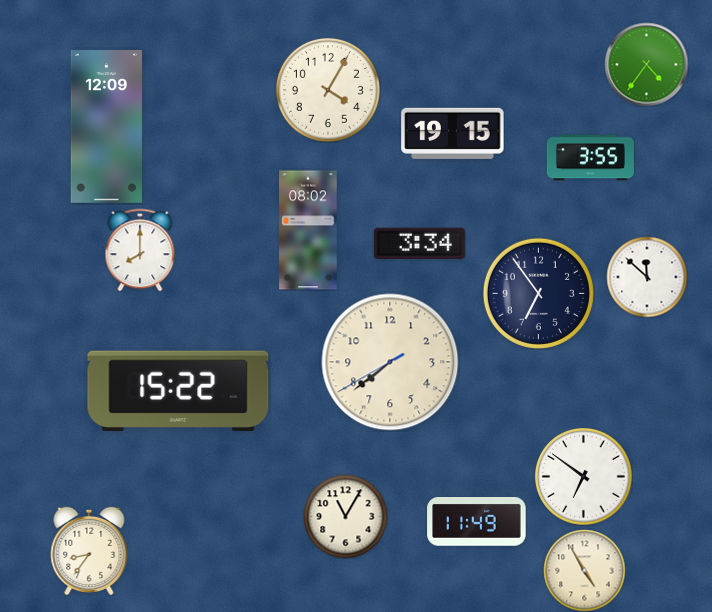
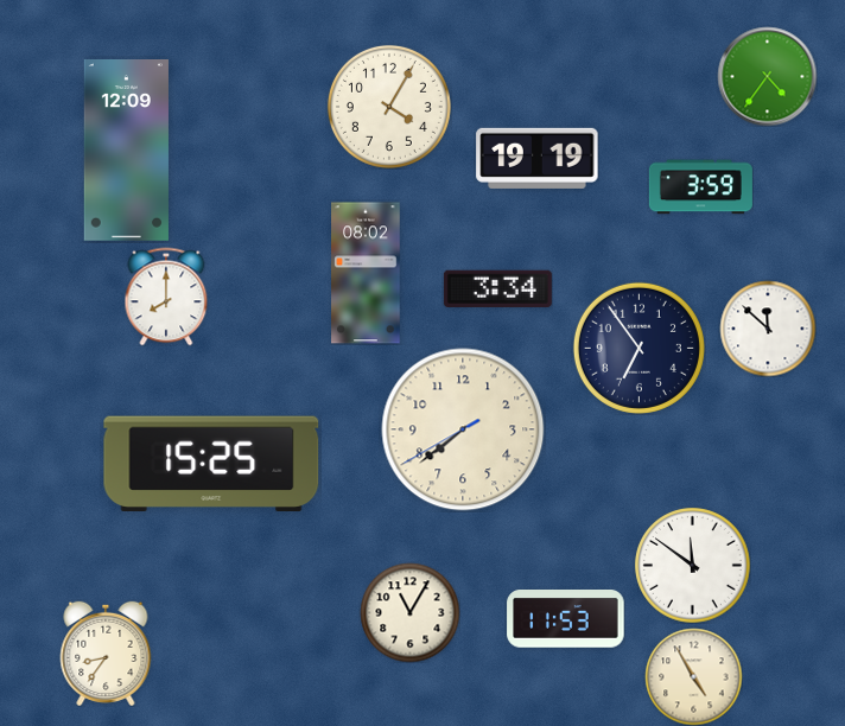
clock at (453, 133): 19:15 -> 19:19
clock at (590, 158): 3:55 -> 3:59
clock at (178, 390): 15:22 -> 15:25
clock at (584, 477): 6:51 -> 11:51
clock at (477, 522): 11:49 -> 11:53
